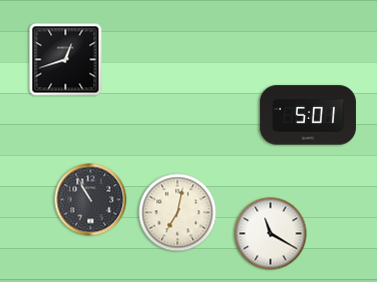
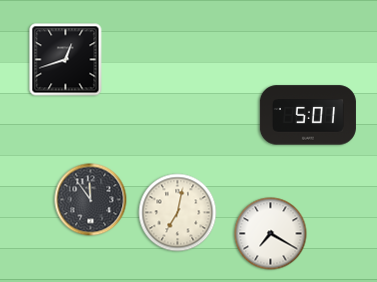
clock at (91, 200): 10:55 -> 11:54
clock at (271, 234): 11:20 -> 7:20
